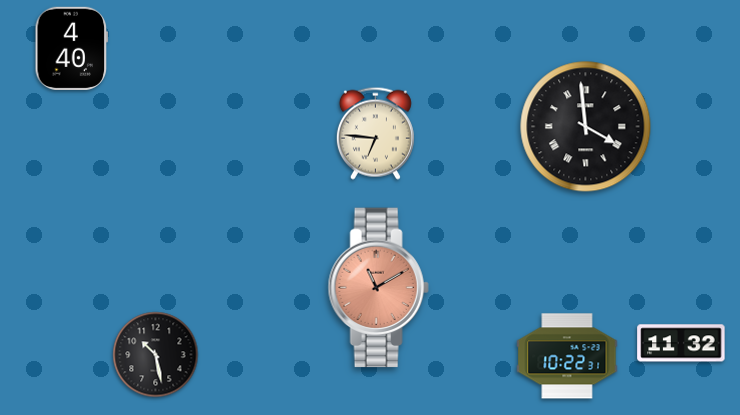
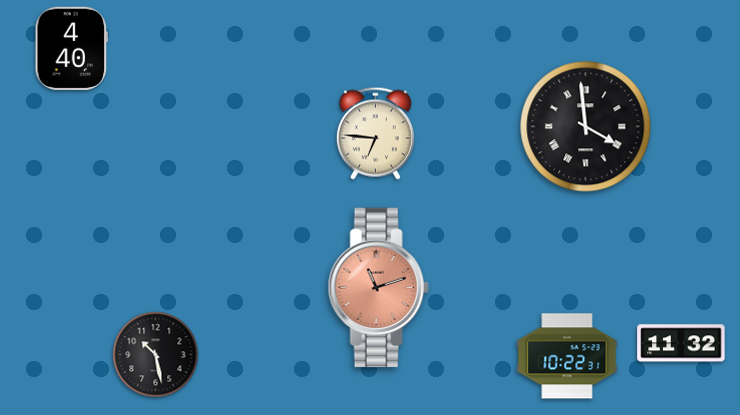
clock at (378, 288): 11:10 -> 11:12
